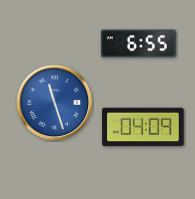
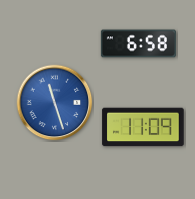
clock at (138, 44): 6:55 -> 6:58
clock at (143, 127): 04:09 -> 11:09
